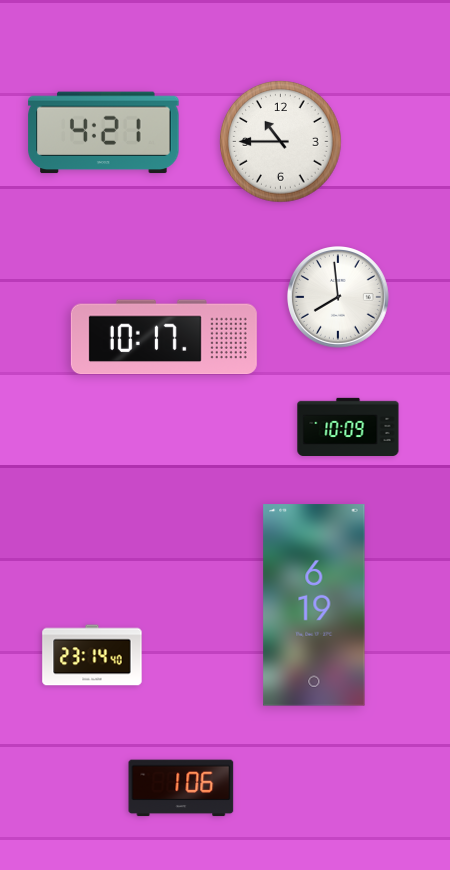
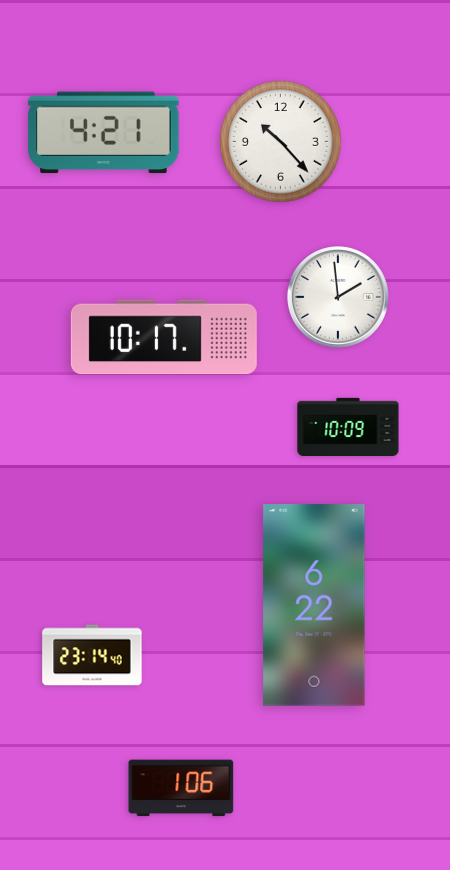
clock at (281, 142): 10:45 -> 10:23
clock at (339, 298): 7:59 -> 1:59
clock at (314, 605): 6:19 -> 6:22
